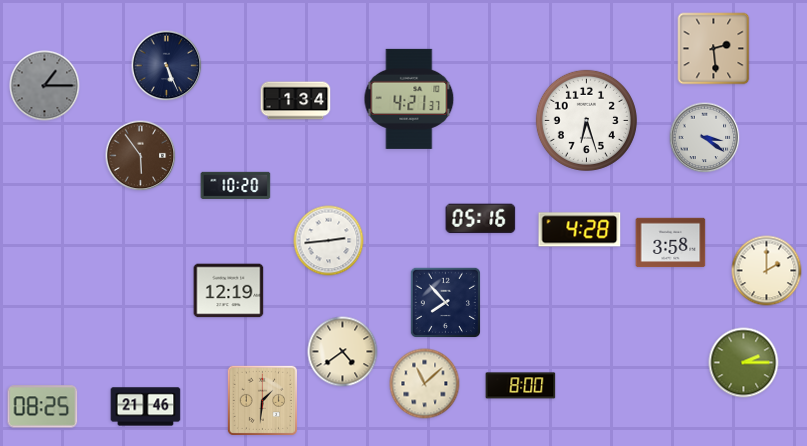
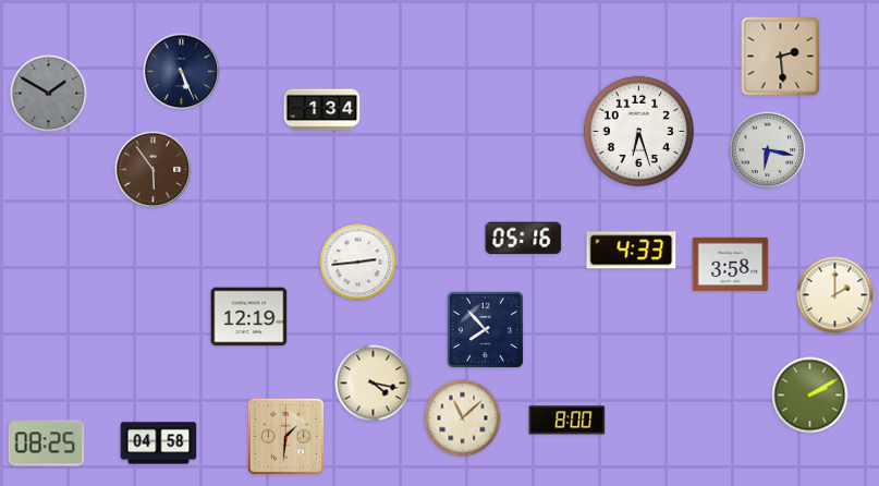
clock at (714, 49) position: (714, 49) -> (781, 57)
clock at (45, 86): 1:15 -> 1:50
clock at (409, 99): 4:21 -> none
clock at (705, 138): 3:21 -> 6:17
clock at (236, 185): 10:20 -> none
clock at (580, 230): 4:28 -> 4:33
clock at (343, 352): 4:39 -> 4:17
clock at (744, 363): 2:15 -> 2:10
clock at (146, 407): 21:46 -> 04:58
